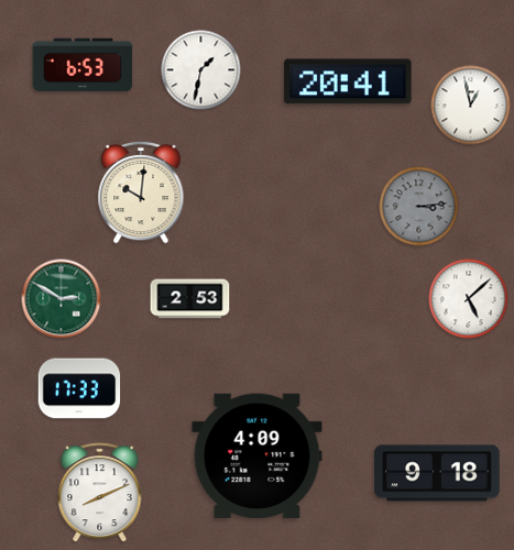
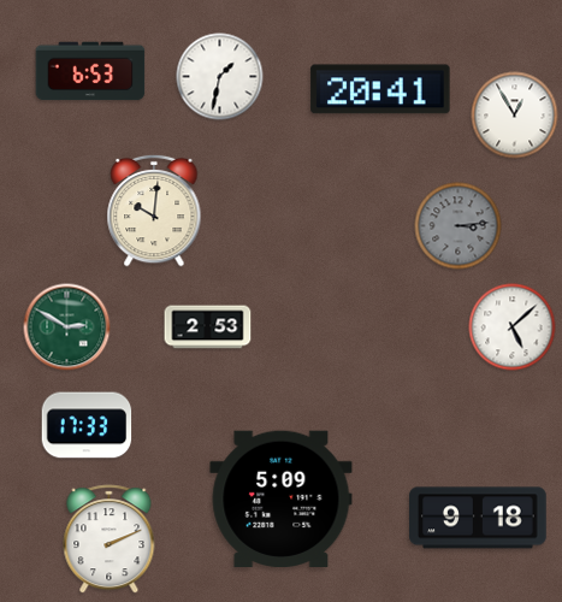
clock at (471, 106): 12:58 -> 12:55
clock at (258, 455): 4:09 -> 5:09
clock at (100, 493): 8:11 -> 2:11
